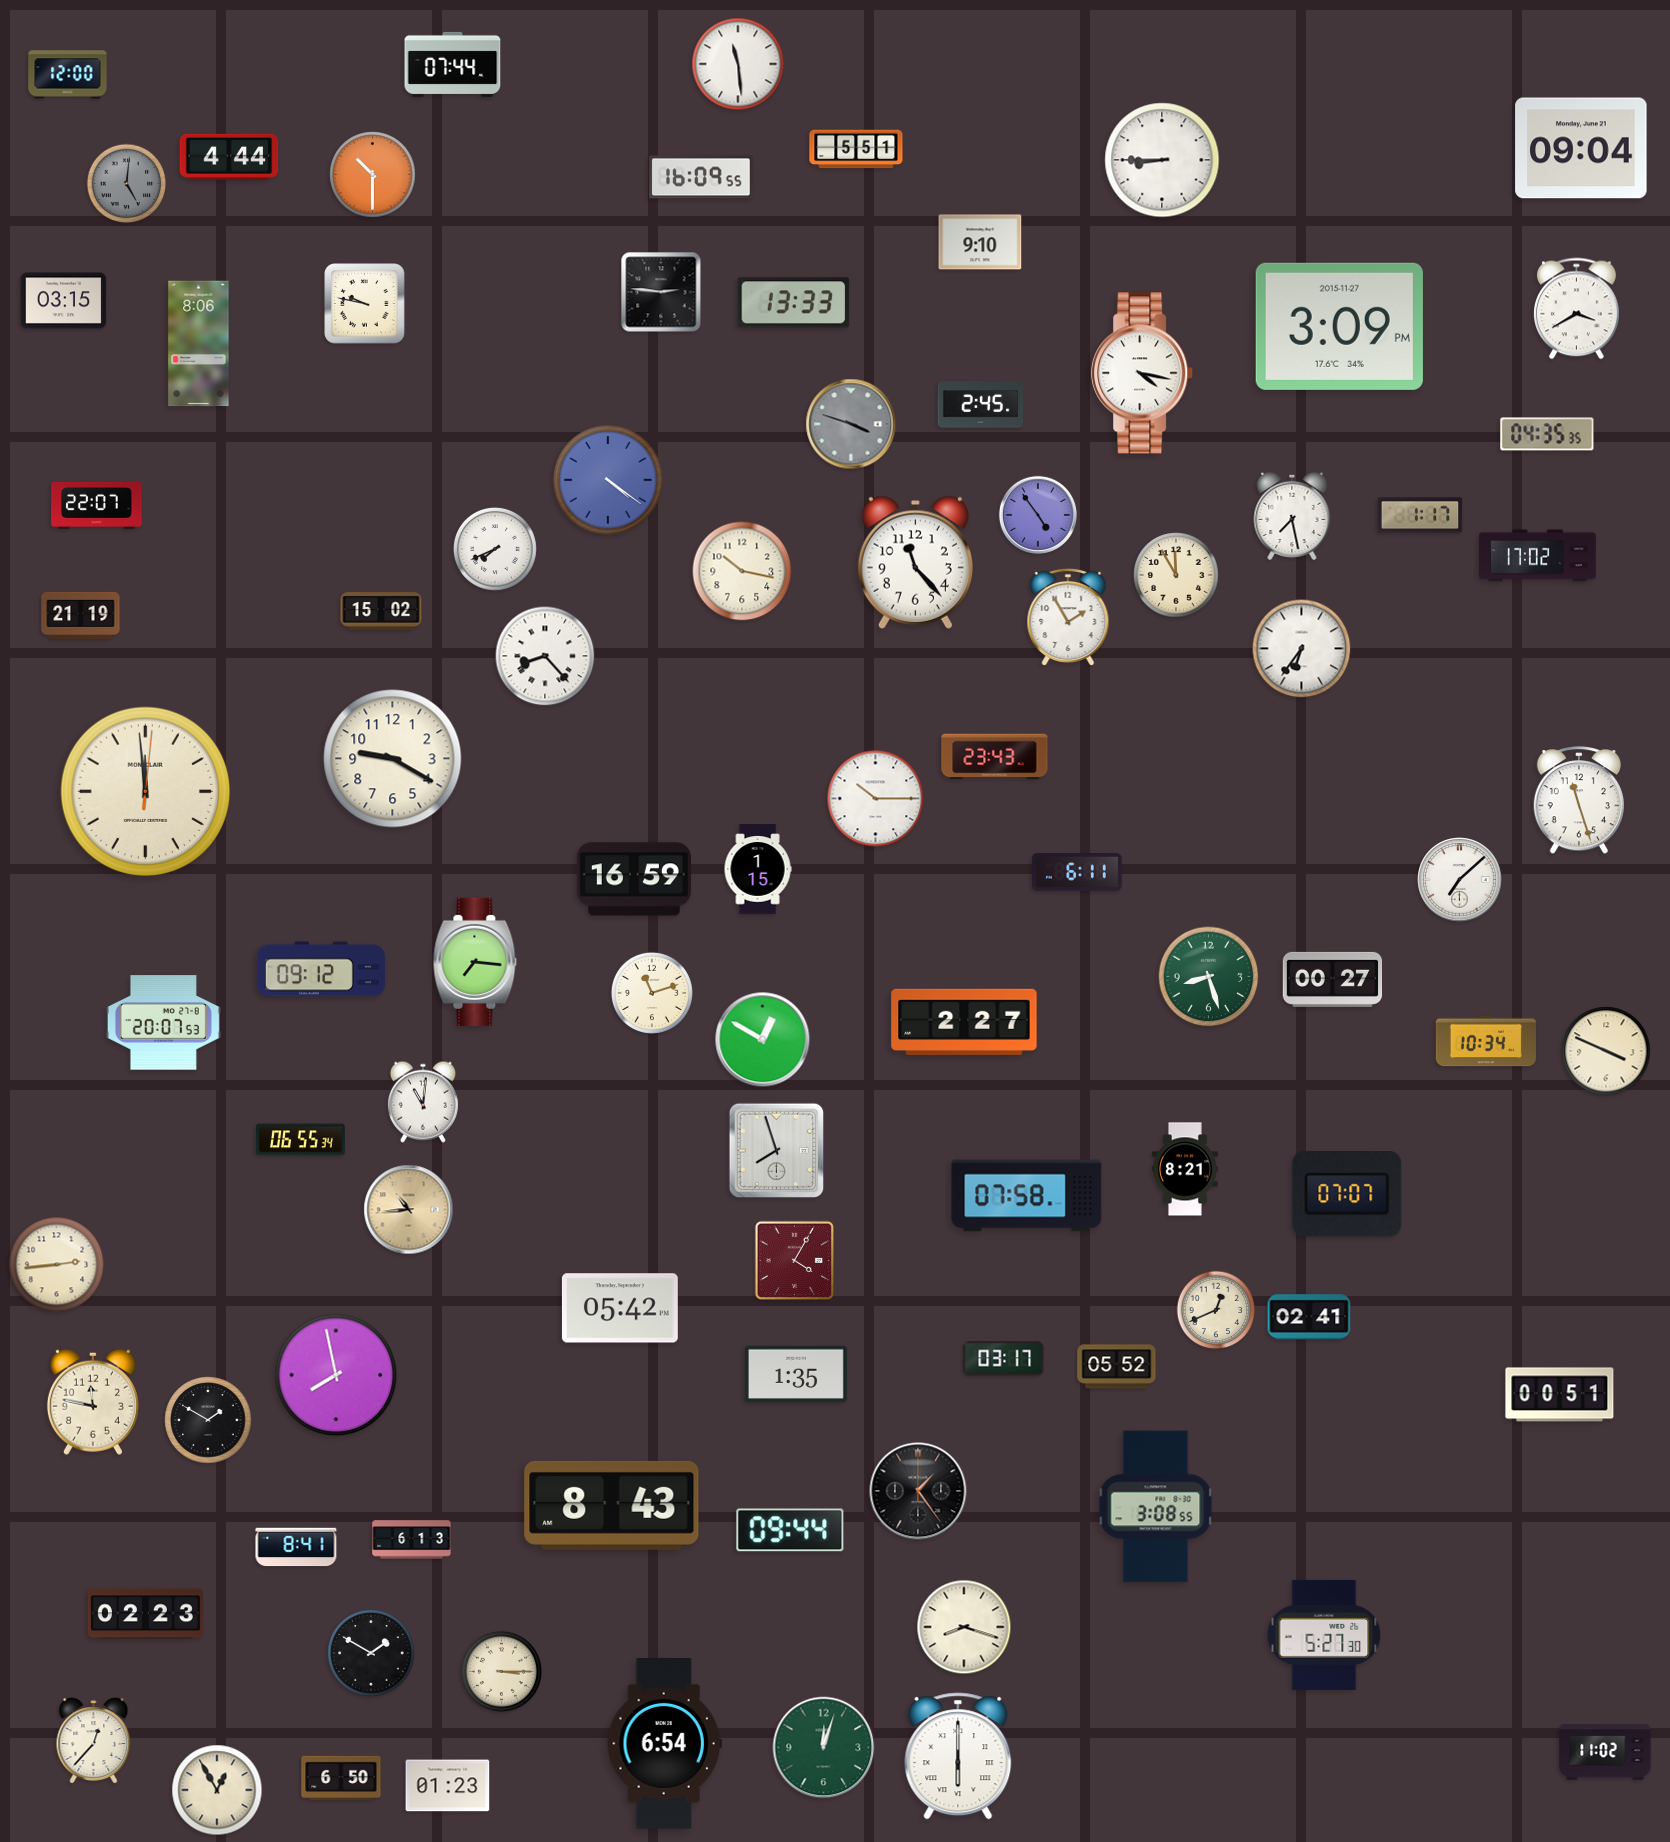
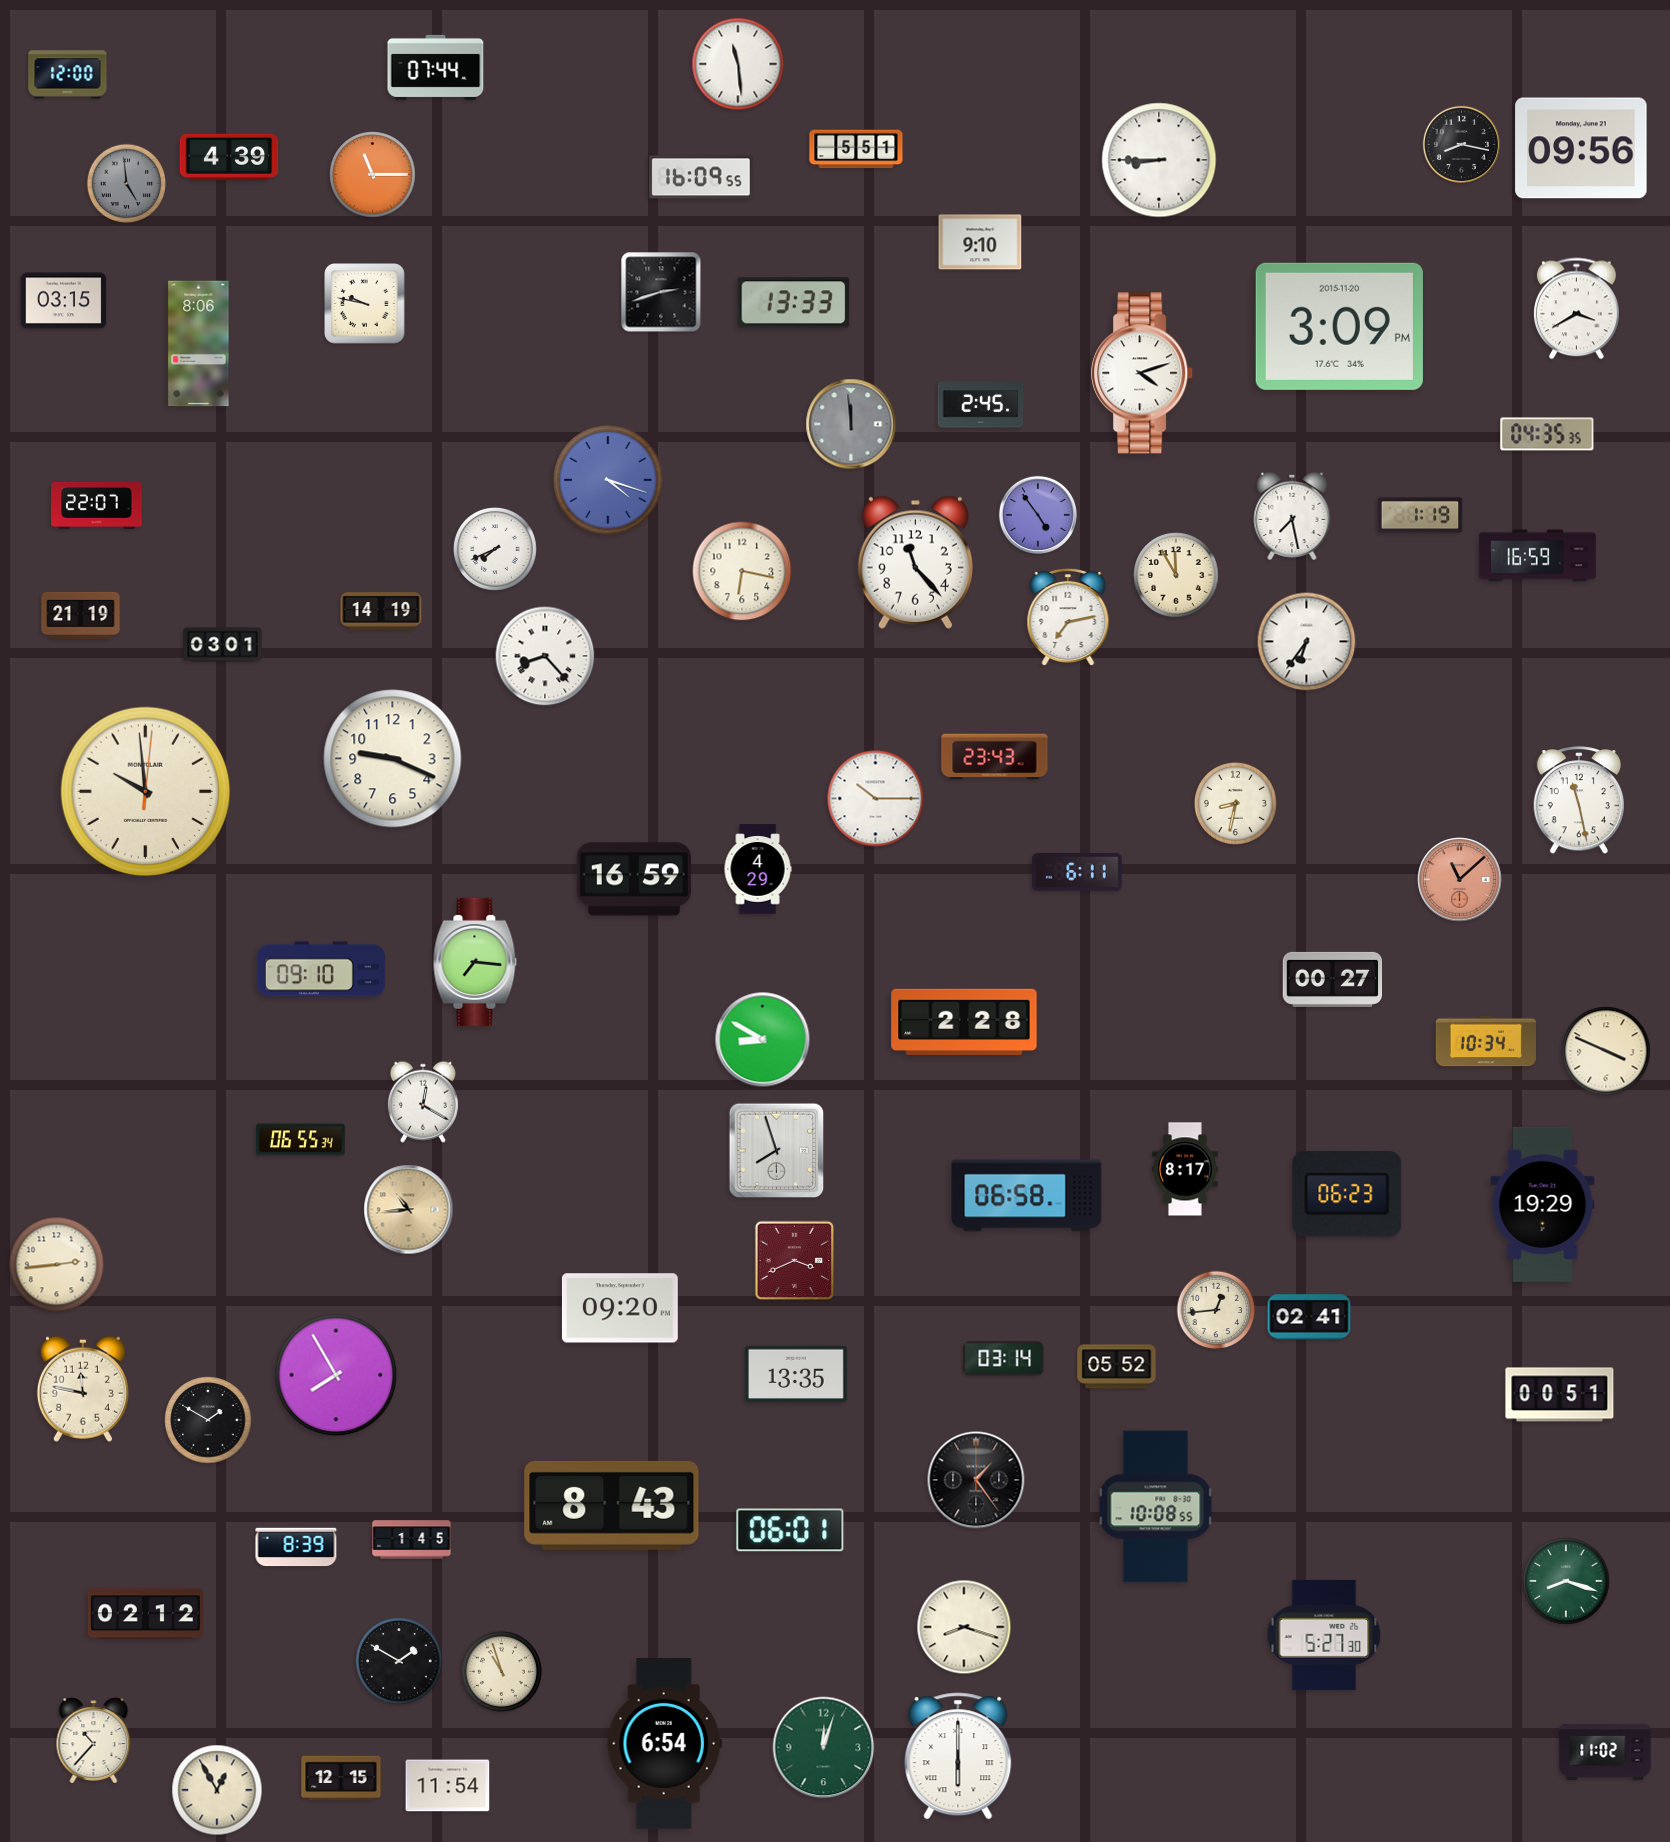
clock at (453, 64) position: (453, 64) -> (436, 67)
clock at (1461, 144): none -> 8:17
clock at (1581, 148): 09:04 -> 09:56
clock at (229, 157): 4:44 -> 4:39
clock at (1162, 160) position: (1162, 160) -> (1159, 160)
clock at (373, 175): 10:30 -> 11:15
clock at (127, 184): 5:01 -> 4:59
clock at (661, 292): 2:46 -> 2:42
clock at (1339, 326) date: 2015-11-27 -> 2015-11-20
clock at (1143, 373): 4:17 -> 4:12
clock at (851, 424): 3:48 -> 11:59
clock at (608, 480): 4:21 -> 4:18
clock at (1420, 515): 1:17 -> 1:19
clock at (1538, 556): 17:02 -> 16:59
clock at (742, 571): 10:17 -> 6:17
clock at (381, 611): 15:02 -> 14:19
clock at (1068, 617): 1:55 -> 7:13
clock at (223, 645): none -> 03:01
clock at (1302, 649) position: (1302, 649) -> (1307, 642)
clock at (393, 759): 9:20 -> 9:19
clock at (146, 792): 11:59 -> 9:59
clock at (1579, 801): 11:27 -> 11:28
clock at (1235, 803): none -> 8:32
clock at (758, 869): 1:15 -> 4:29
clock at (1460, 880): 7:08 -> 11:08
clock at (1460, 880) dial: white -> salmon
clock at (321, 969): 09:12 -> 09:10
clock at (1209, 977): 8:27 -> none
clock at (652, 993): 11:12 -> none
clock at (964, 1021): 2:27 -> 2:28
clock at (163, 1023): 20:07 -> none
clock at (763, 1040): 12:50 -> 8:50
clock at (423, 1102): 11:01 -> 12:20
clock at (1185, 1169): 8:21 -> 8:17
clock at (1347, 1194): 07:07 -> 06:23
clock at (1027, 1196): 07:58 -> 06:58
clock at (1543, 1204): none -> 19:29
clock at (794, 1260): 4:05 -> 3:41
clock at (620, 1308): 05:42 -> 09:20
clock at (1216, 1310): 12:41 -> 12:44
clock at (1004, 1359): 03:17 -> 03:14
clock at (796, 1374): 1:35 -> 13:35
clock at (336, 1375): 7:58 -> 7:55
clock at (93, 1402) position: (93, 1402) -> (83, 1389)
clock at (918, 1491) position: (918, 1491) -> (976, 1480)
clock at (1156, 1507): 3:08 -> 10:08
clock at (790, 1530): 09:44 -> 06:01
clock at (412, 1540): 6:13 -> 1:45
clock at (296, 1547): 8:41 -> 8:39
clock at (1566, 1581): none -> 8:18
clock at (145, 1614): 02:23 -> 02:12
clock at (371, 1653) position: (371, 1653) -> (399, 1661)
clock at (501, 1671): 3:15 -> 10:57
clock at (94, 1741): 12:37 -> 10:37
clock at (341, 1778): 6:50 -> 12:15
clock at (448, 1786): 01:23 -> 11:54
